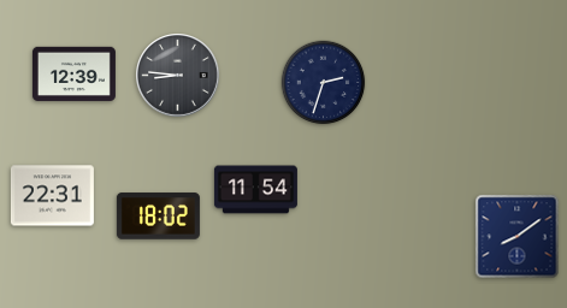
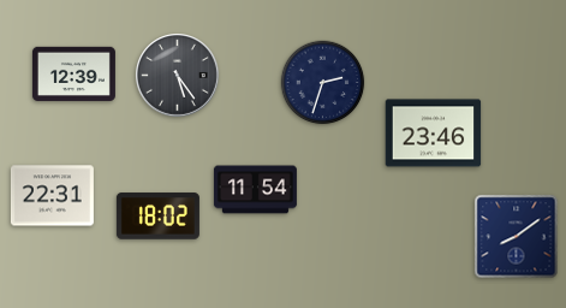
clock at (178, 76): 8:46 -> 5:24
clock at (434, 134): none -> 23:46
